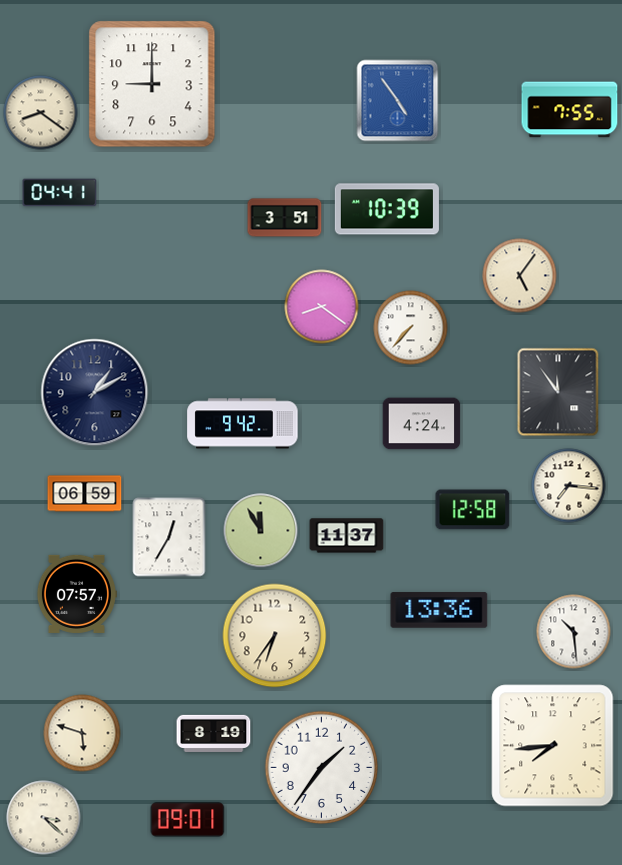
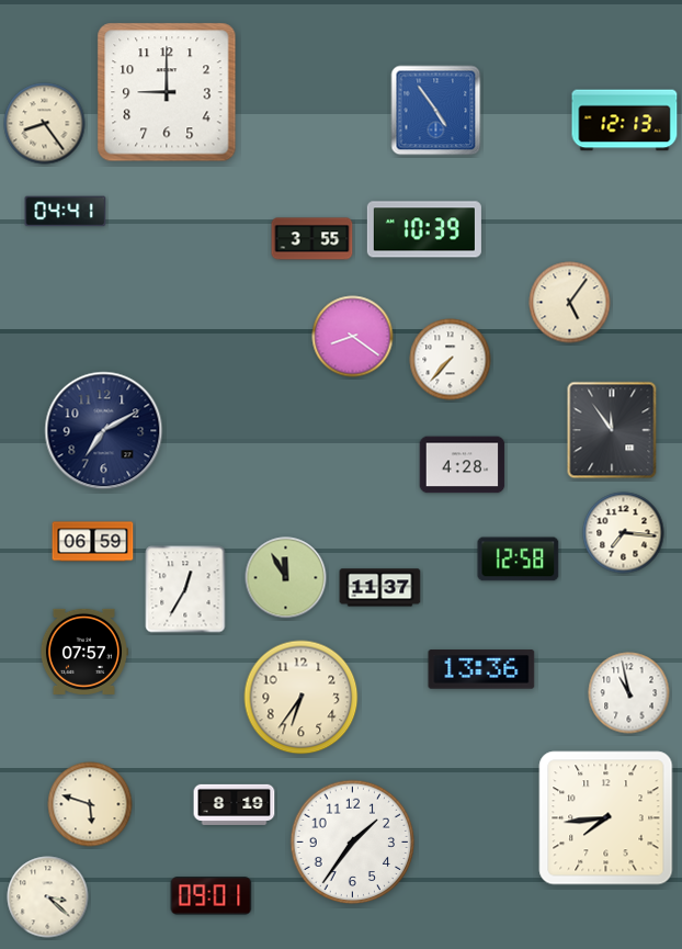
clock at (570, 110): 7:55 -> 12:13
clock at (41, 113): 8:21 -> 8:24
clock at (285, 218): 3:51 -> 3:55
clock at (95, 393): 1:10 -> 7:10
clock at (243, 424): 9:42 -> none
clock at (422, 424): 4:24 -> 4:28
clock at (261, 531) position: (261, 531) -> (286, 578)
clock at (574, 632): 10:29 -> 10:58
clock at (188, 820) position: (188, 820) -> (212, 896)
